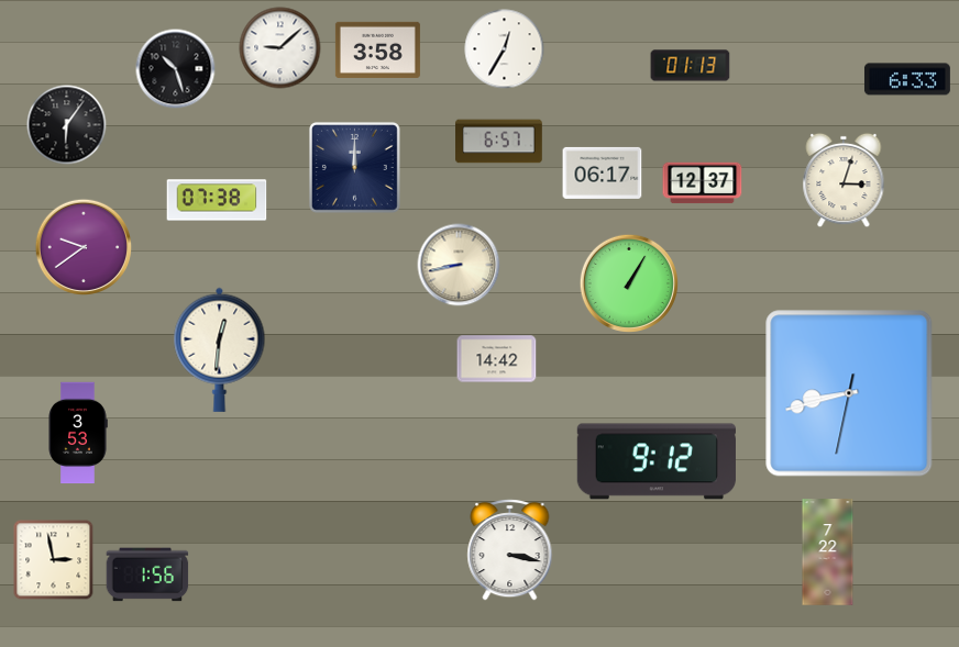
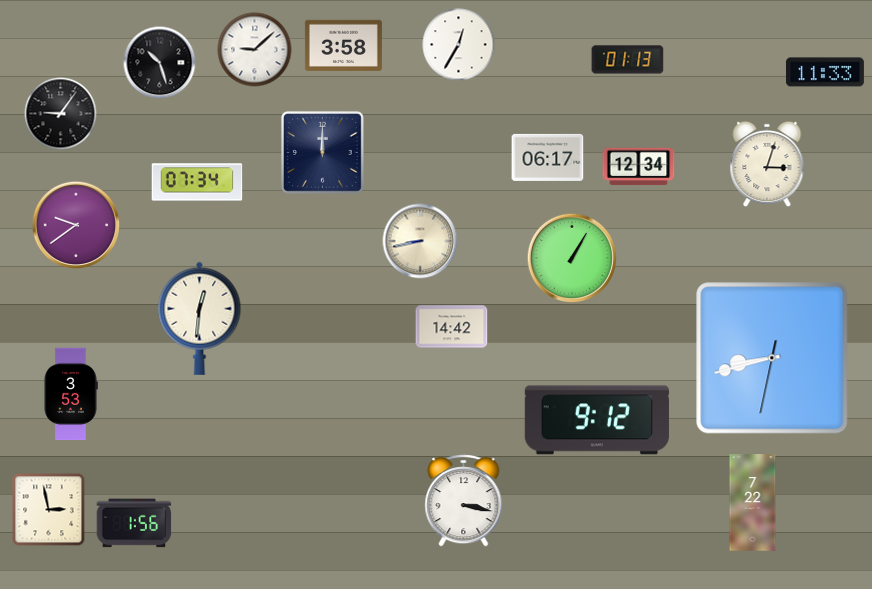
clock at (280, 48) position: (280, 48) -> (255, 50)
clock at (907, 79): 6:33 -> 11:33
clock at (67, 125): 6:06 -> 9:06
clock at (499, 142): 6:57 -> none
clock at (703, 183): 12:37 -> 12:34
clock at (217, 200): 07:38 -> 07:34
clock at (459, 265) position: (459, 265) -> (420, 241)
